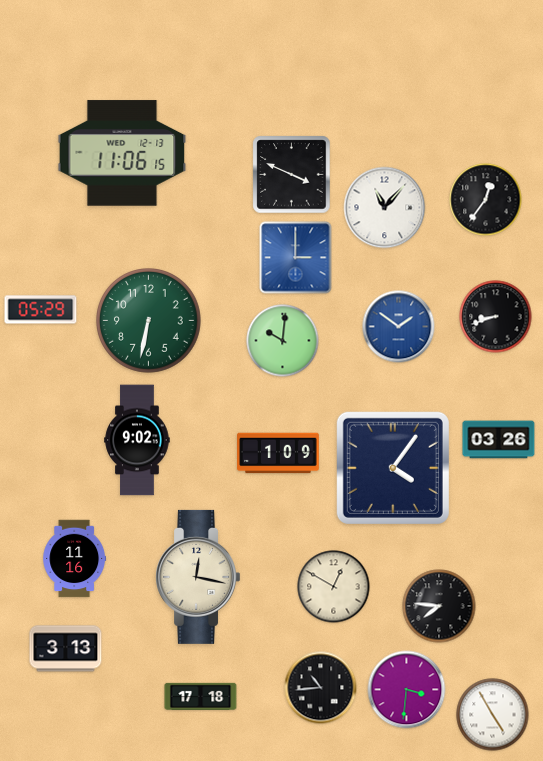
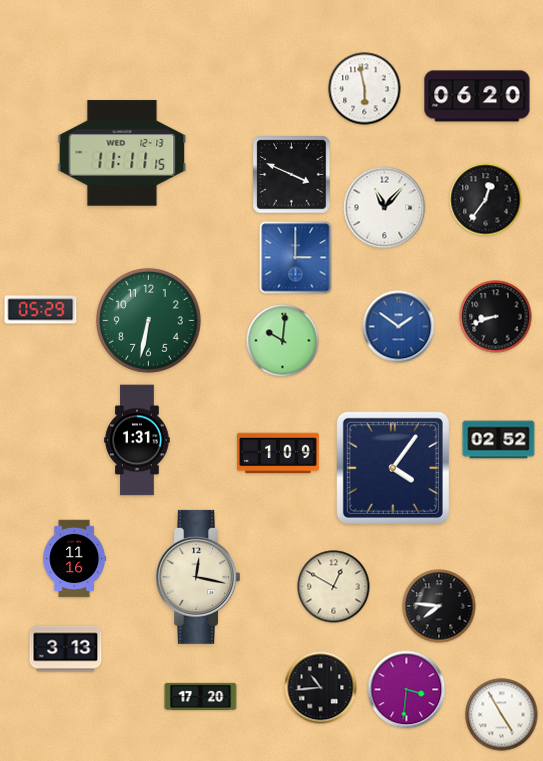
clock at (365, 89): none -> 5:58
clock at (477, 96): none -> 06:20
clock at (122, 153): 11:06 -> 11:11
clock at (137, 440): 9:02 -> 1:31
clock at (499, 440): 03:26 -> 02:52
clock at (201, 696): 17:18 -> 17:20
clock at (493, 715) position: (493, 715) -> (502, 715)
